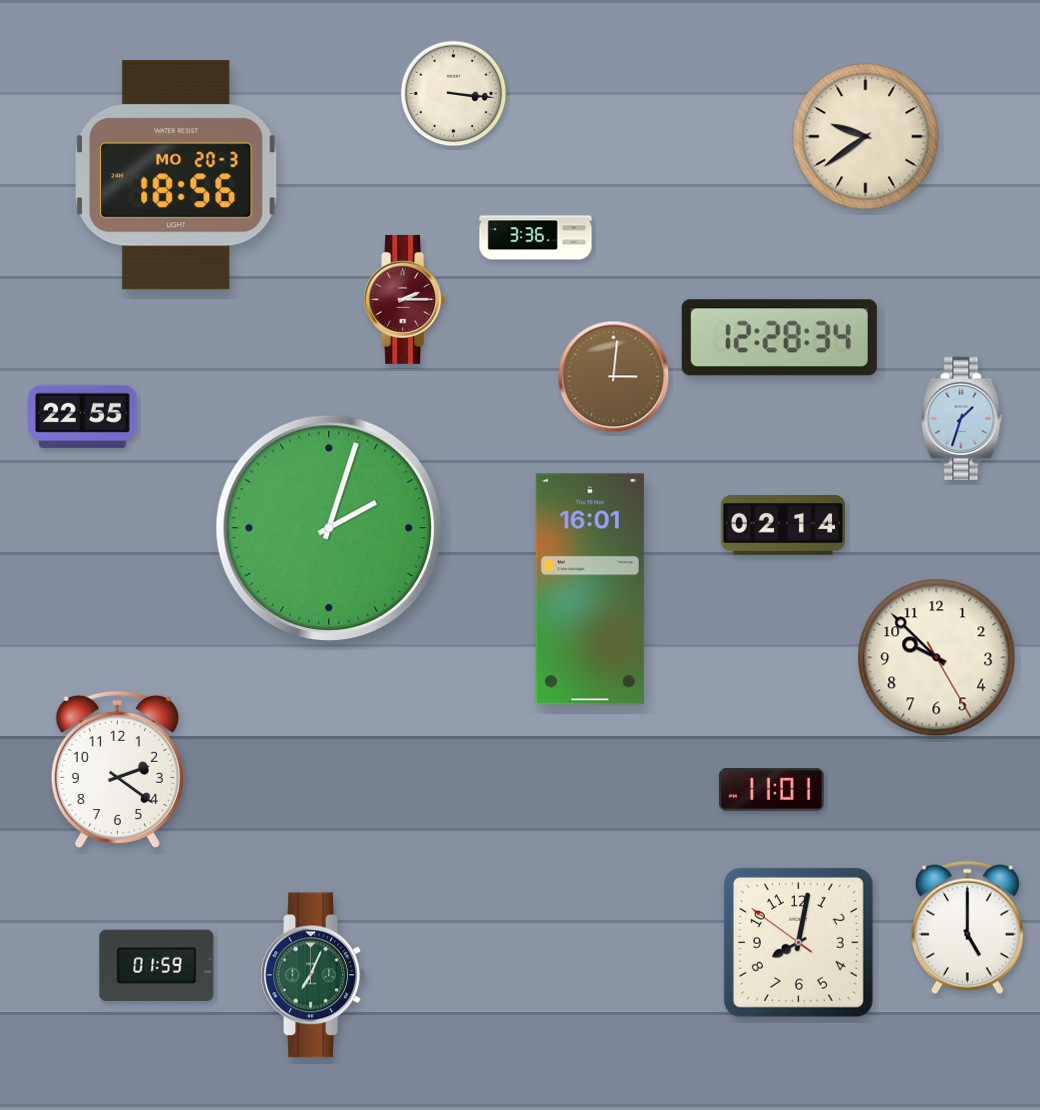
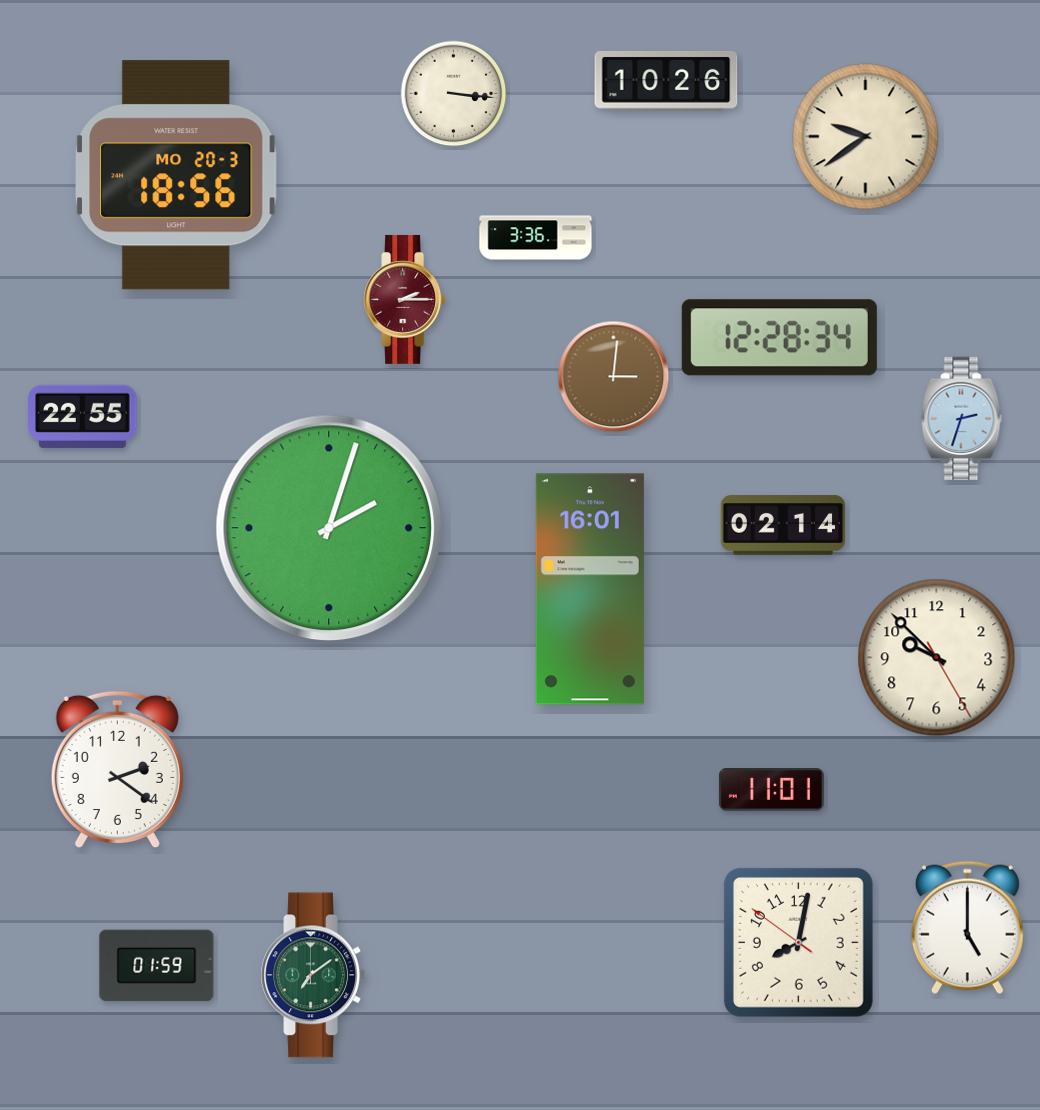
clock at (666, 81): none -> 10:26
clock at (962, 419): 1:33 -> 2:33
clock at (312, 975): 7:04 -> 7:09
